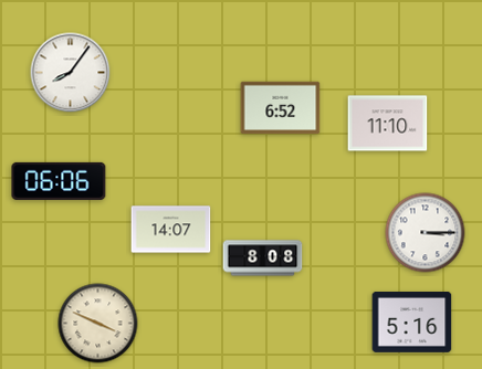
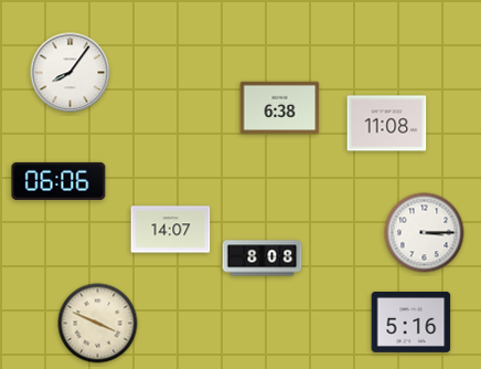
clock at (281, 108): 6:52 -> 6:38
clock at (388, 124): 11:10 -> 11:08
